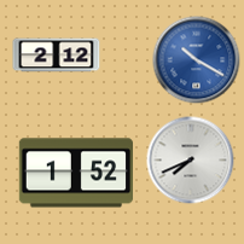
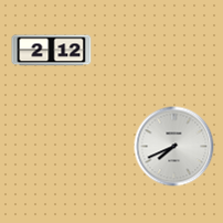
clock at (197, 60): 10:20 -> none
clock at (75, 173): 1:52 -> none
